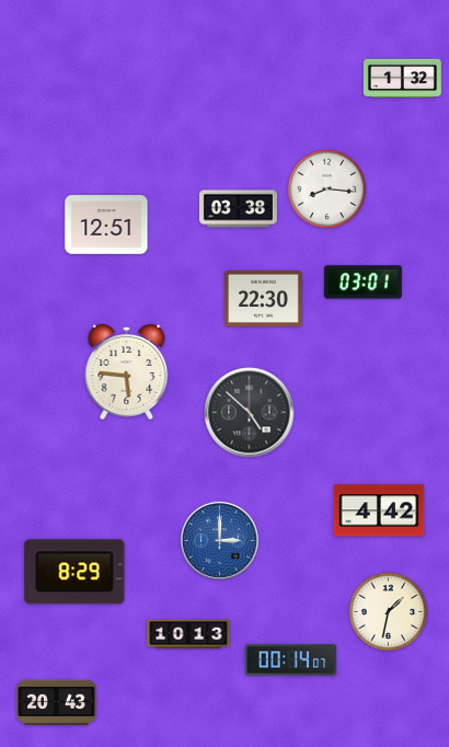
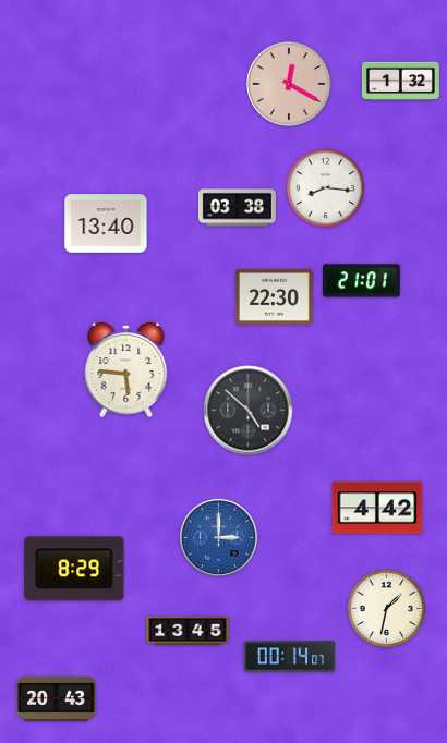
clock at (402, 79) position: (402, 79) -> (400, 82)
clock at (289, 84): none -> 12:20
clock at (106, 225): 12:51 -> 13:40
clock at (362, 283): 03:01 -> 21:01
clock at (263, 298) position: (263, 298) -> (274, 296)
clock at (188, 634): 10:13 -> 13:45
